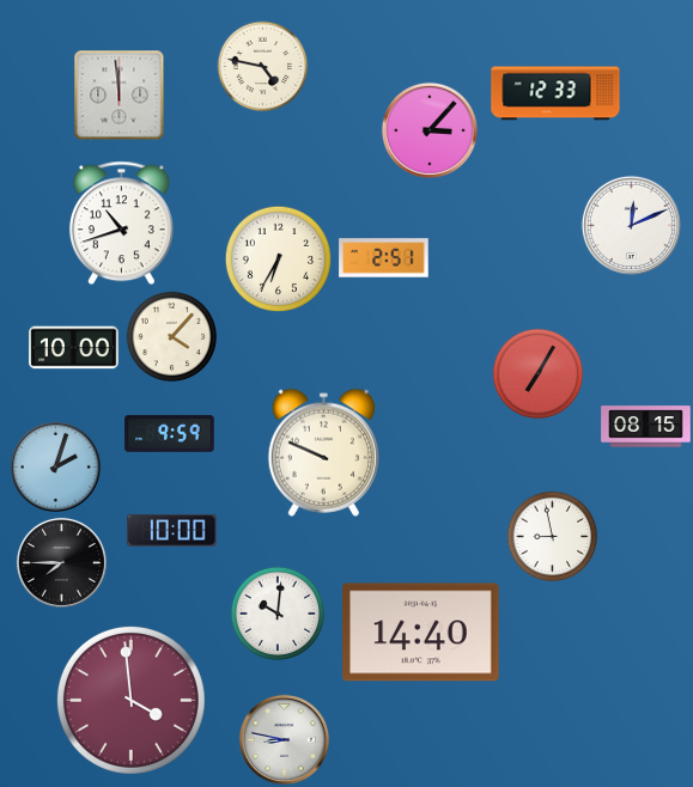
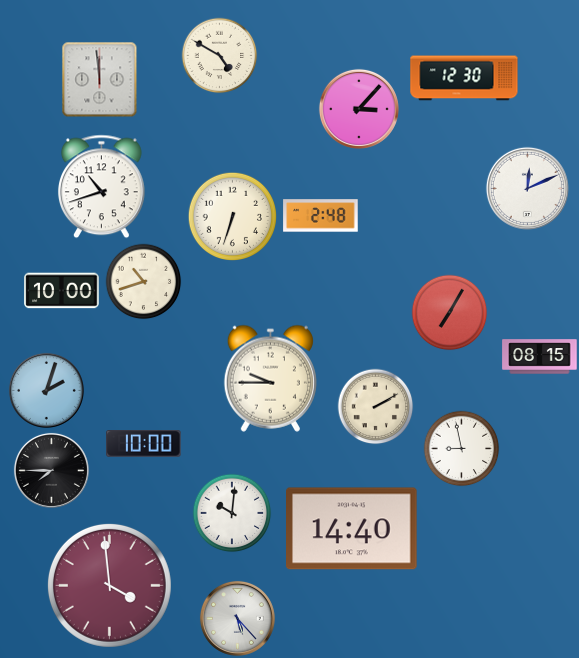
clock at (263, 67): 4:47 -> 4:50
clock at (555, 93): 12:33 -> 12:30
clock at (278, 258): 6:35 -> 6:33
clock at (384, 258): 2:51 -> 2:48
clock at (172, 337): 4:07 -> 10:42
clock at (170, 434): 9:59 -> none
clock at (323, 452): 9:49 -> 9:45
clock at (376, 407): none -> 2:10
clock at (284, 739): 8:47 -> 5:23
